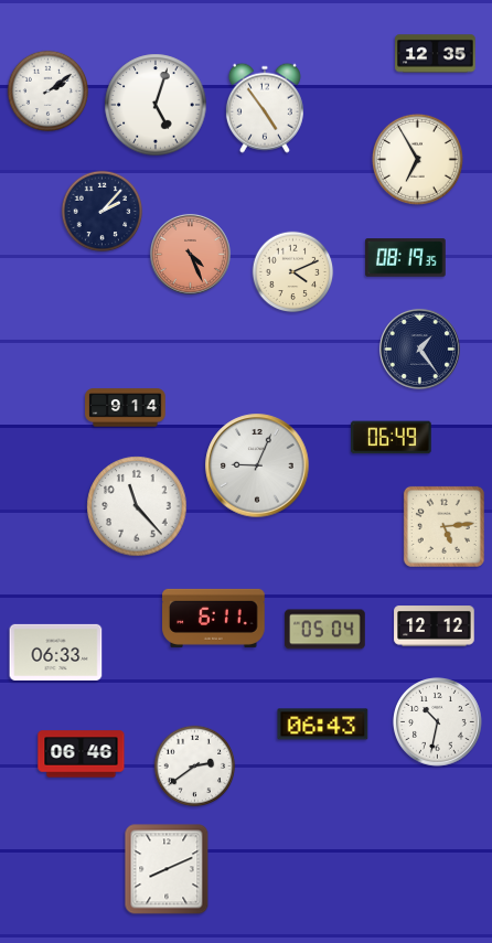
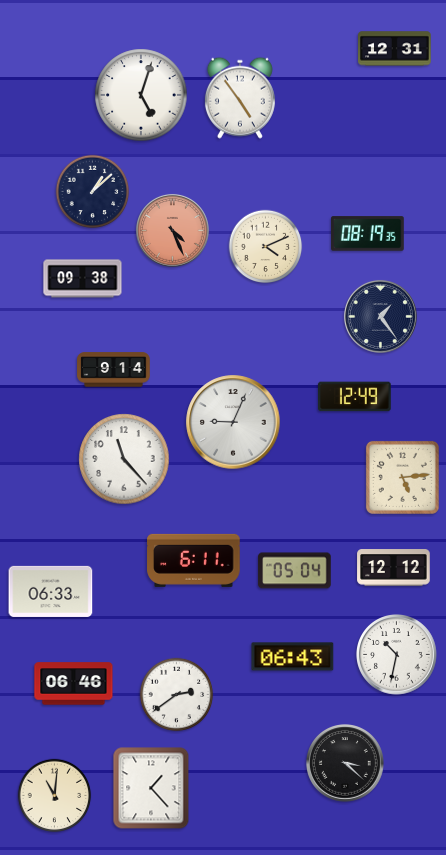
clock at (436, 54): 12:35 -> 12:31
clock at (49, 92): 2:09 -> none
clock at (417, 159): 6:55 -> none
clock at (103, 212): 2:07 -> 1:08
clock at (83, 279): none -> 09:38
clock at (392, 438): 06:49 -> 12:49
clock at (346, 764): none -> 3:22
clock at (167, 869): 8:11 -> 1:23
clock at (55, 796): none -> 11:01
